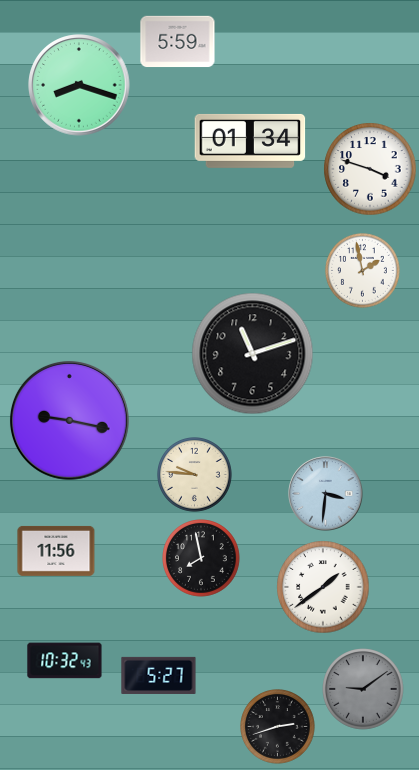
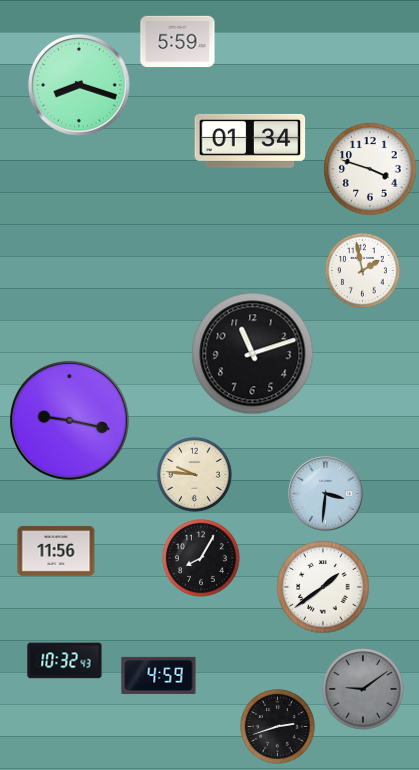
clock at (201, 558): 7:58 -> 8:05
clock at (159, 675): 5:27 -> 4:59
